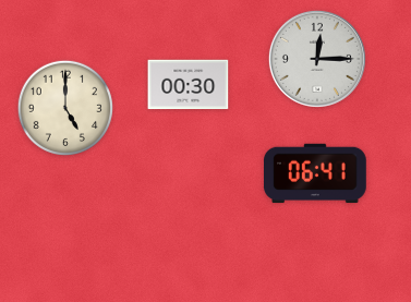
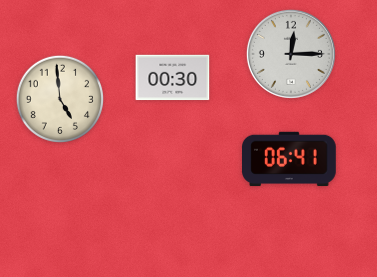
clock at (64, 107): 5:00 -> 4:59
